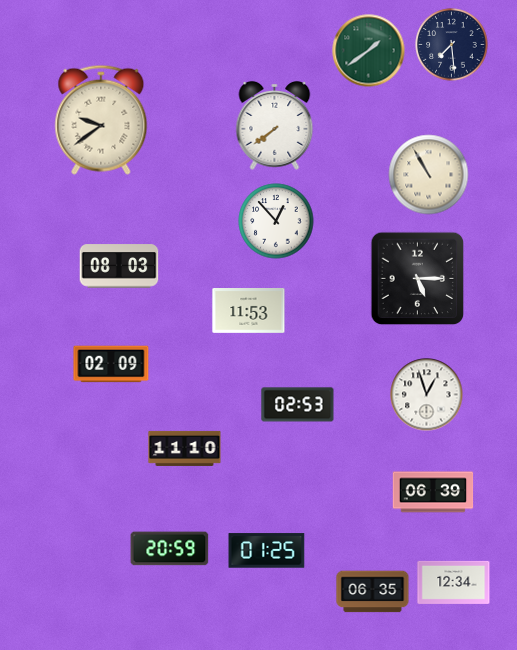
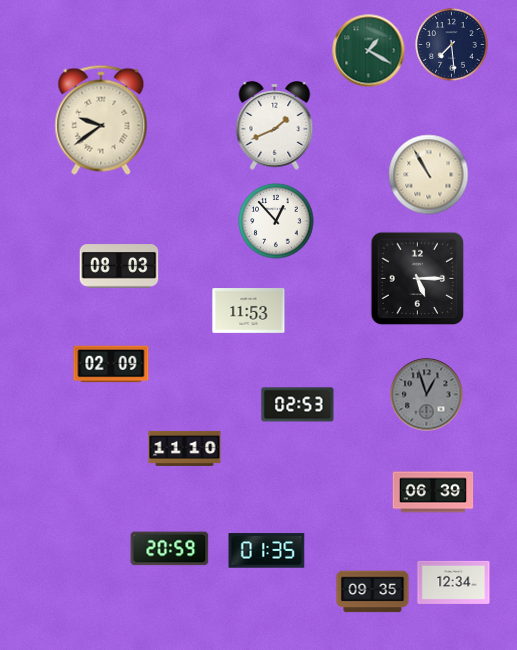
clock at (369, 51): 1:39 -> 1:20
clock at (275, 125): 7:39 -> 1:41
clock at (427, 395) dial: white -> grey
clock at (267, 551): 01:25 -> 01:35
clock at (373, 592): 06:35 -> 09:35
